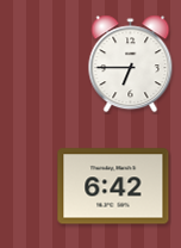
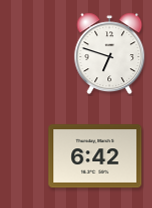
clock at (131, 64): 6:45 -> 6:48
